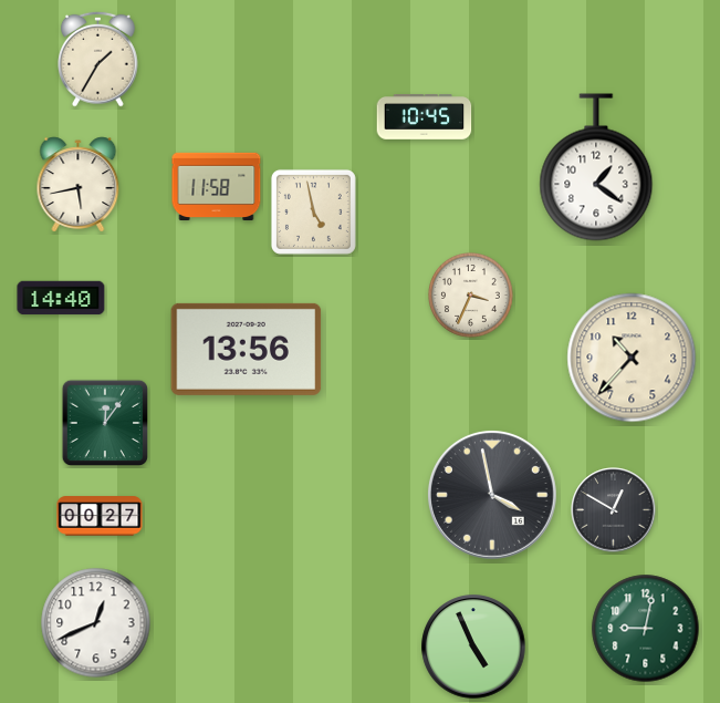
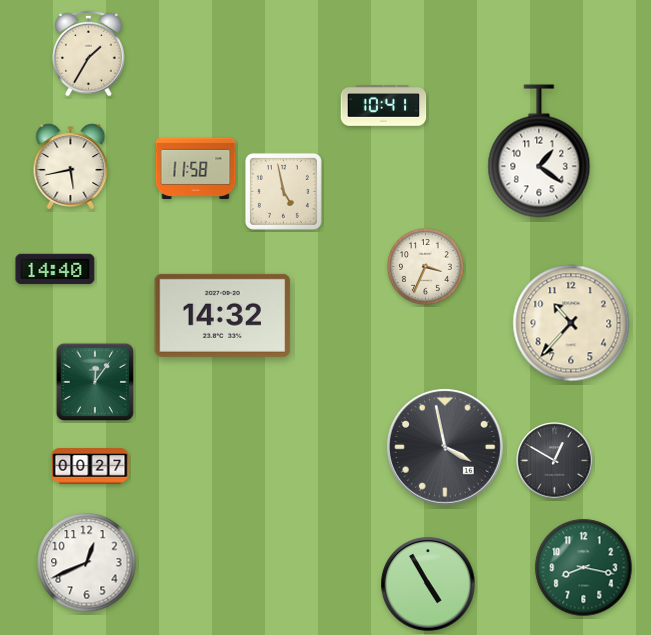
clock at (425, 117): 10:45 -> 10:41
clock at (247, 349): 13:56 -> 14:32
clock at (646, 629): 9:02 -> 8:17
clock at (473, 647): 4:56 -> 4:55
